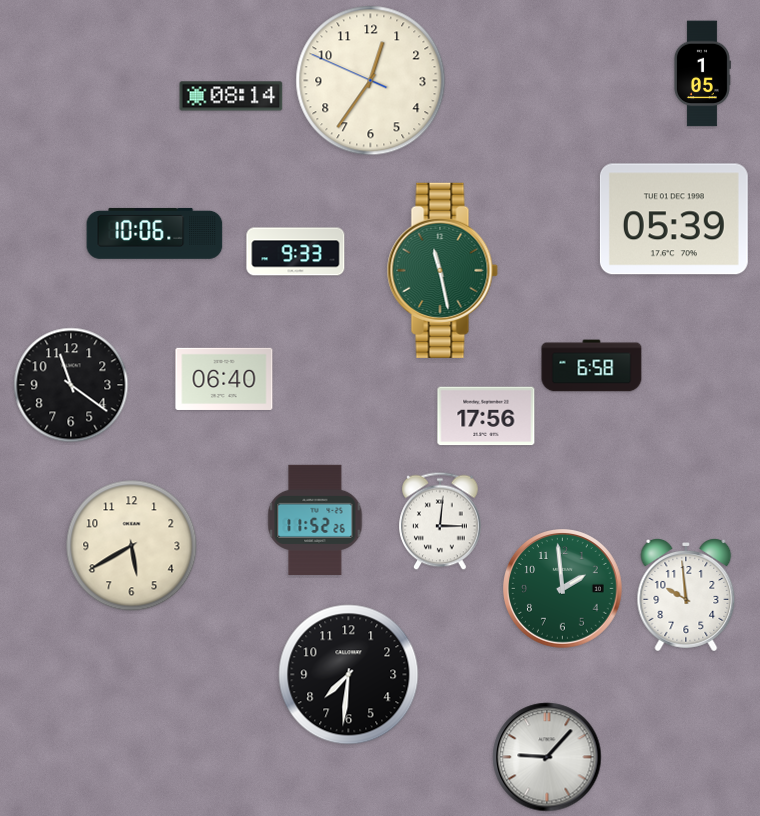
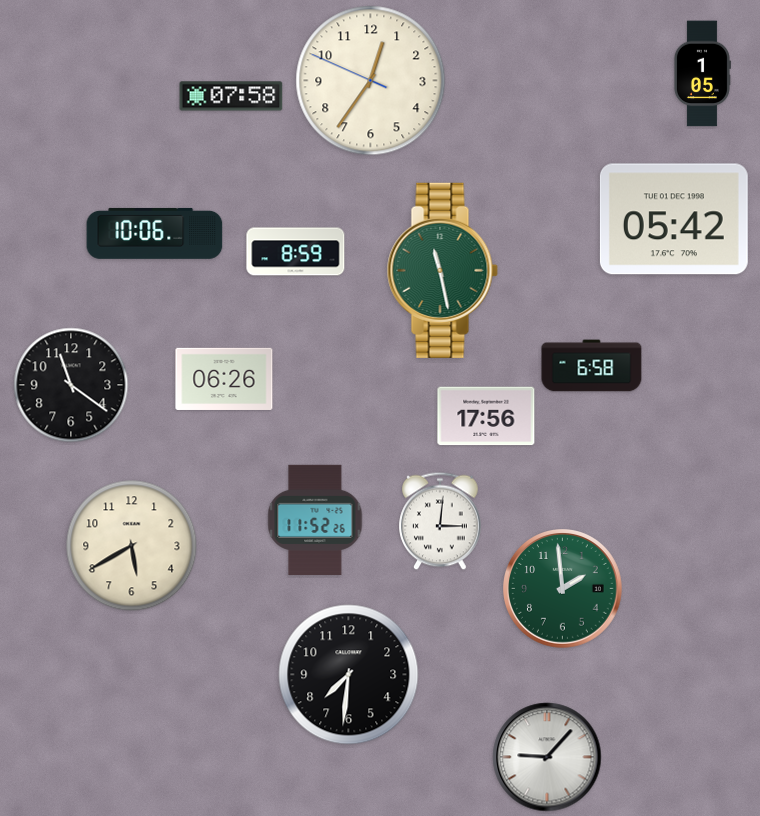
clock at (231, 96): 08:14 -> 07:58
clock at (674, 219): 05:39 -> 05:42
clock at (296, 252): 9:33 -> 8:59
clock at (224, 379): 06:40 -> 06:26
clock at (686, 596): 9:59 -> none
